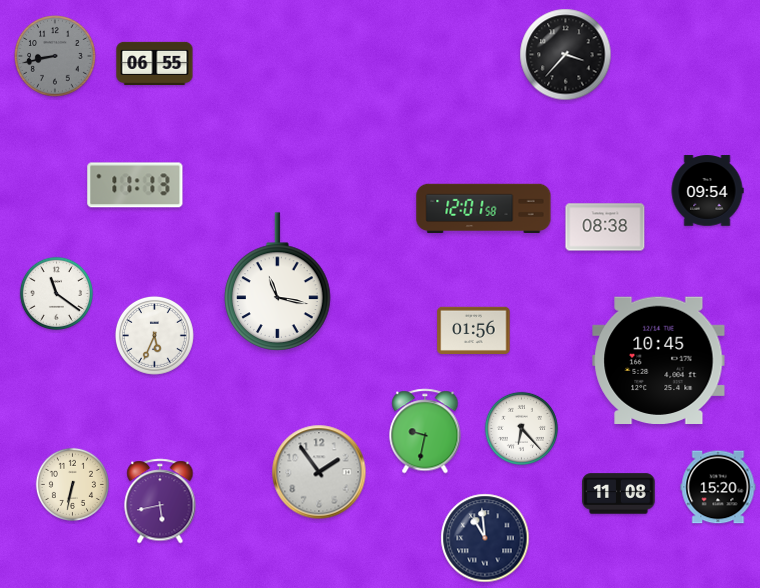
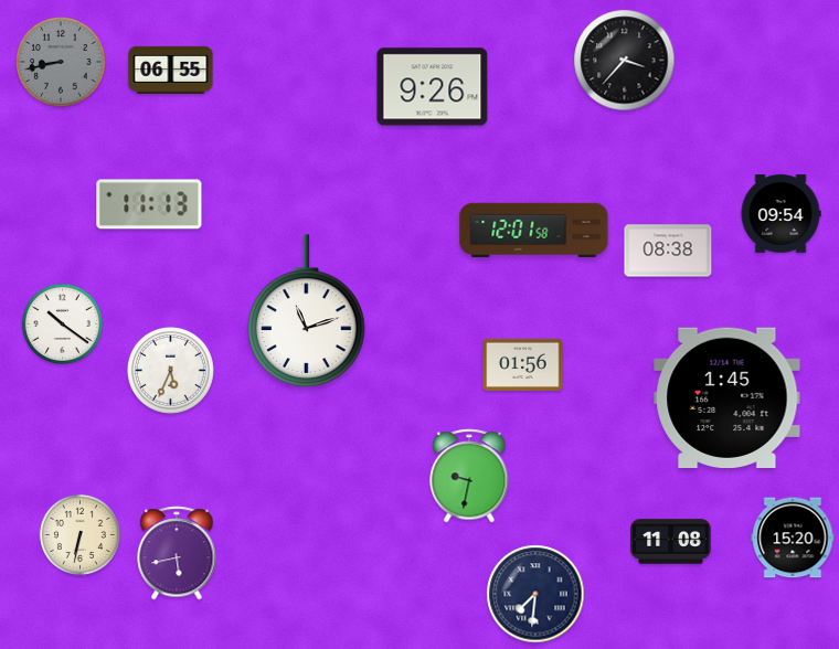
clock at (433, 87): none -> 9:26
clock at (707, 191) position: (707, 191) -> (780, 214)
clock at (278, 282): 11:17 -> 11:12
clock at (56, 293): 11:21 -> 10:21
clock at (659, 360): 10:45 -> 1:45
clock at (521, 428): 6:23 -> none
clock at (319, 472): 1:54 -> none
clock at (619, 494) position: (619, 494) -> (671, 542)
clock at (485, 538): 10:59 -> 7:31
